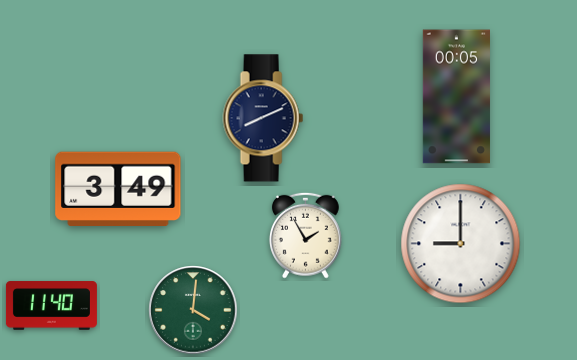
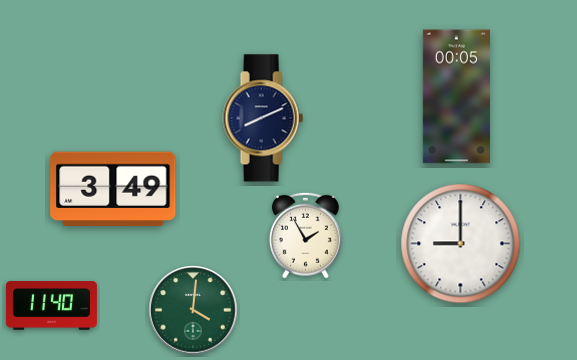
clock at (118, 188) position: (118, 188) -> (113, 188)
